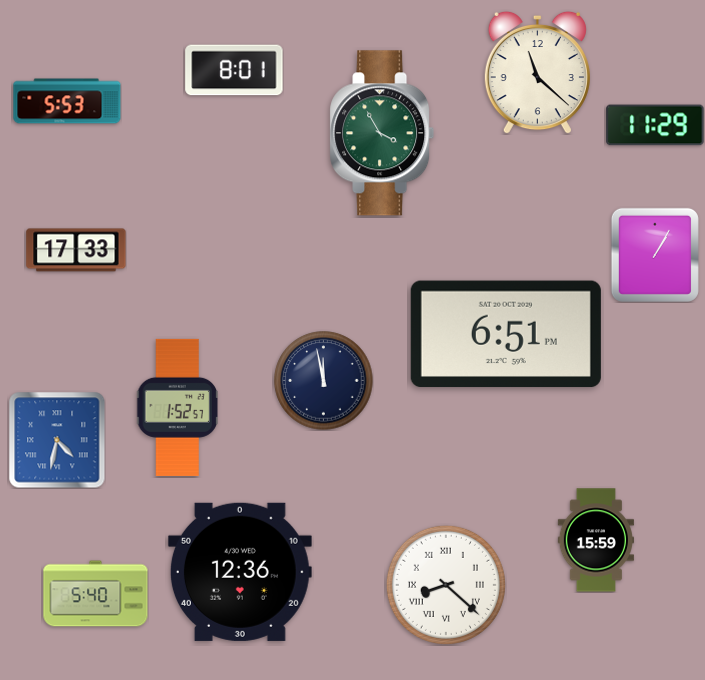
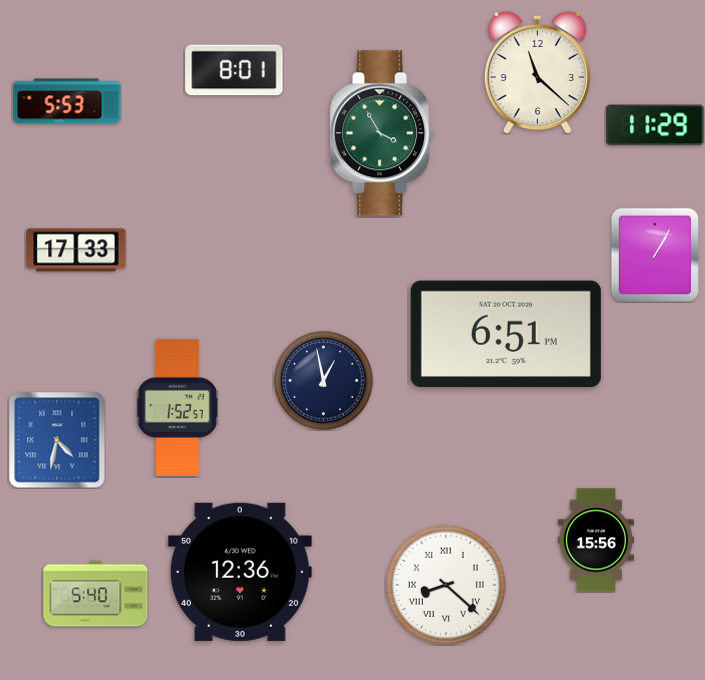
clock at (324, 381): 11:58 -> 12:58
clock at (596, 540): 15:59 -> 15:56
